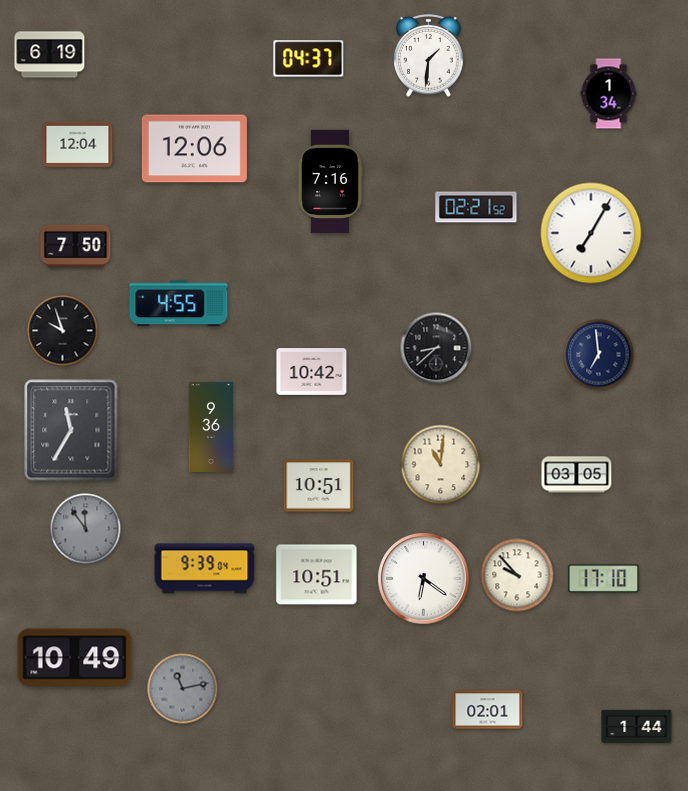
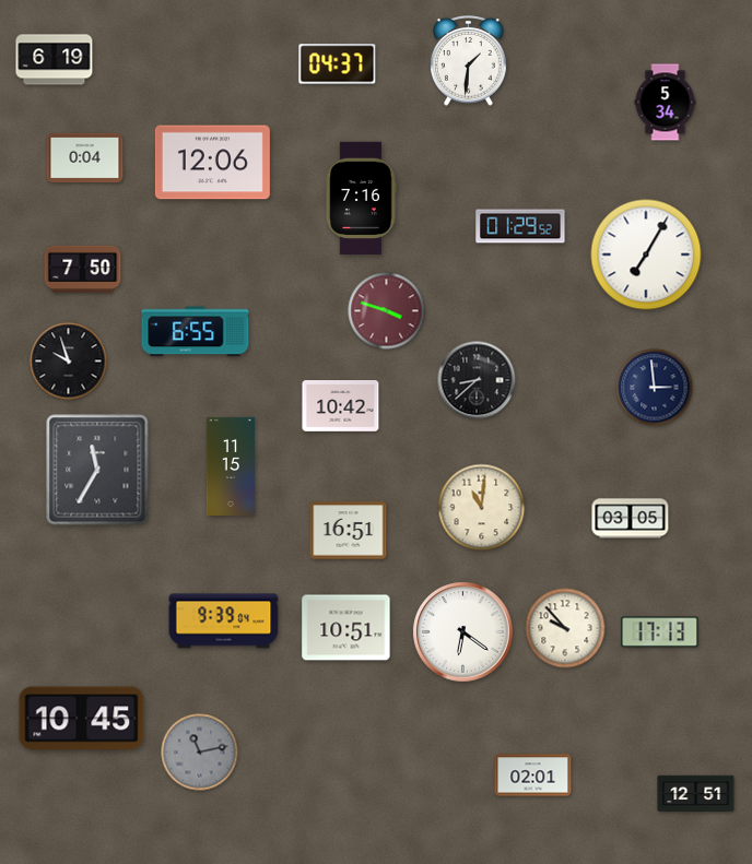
clock at (609, 94): 1:34 -> 5:34
clock at (78, 144): 12:04 -> 0:04
clock at (476, 207): 02:21 -> 01:29
clock at (387, 311): none -> 3:48
clock at (179, 304): 4:55 -> 6:55
clock at (599, 355): 6:59 -> 2:59
clock at (210, 427): 9:36 -> 11:15
clock at (71, 430) position: (71, 430) -> (97, 470)
clock at (319, 486): 10:51 -> 16:51
clock at (86, 529): 11:54 -> none
clock at (604, 579): 17:10 -> 17:13
clock at (75, 658): 10:49 -> 10:45
clock at (637, 727): 1:44 -> 12:51
